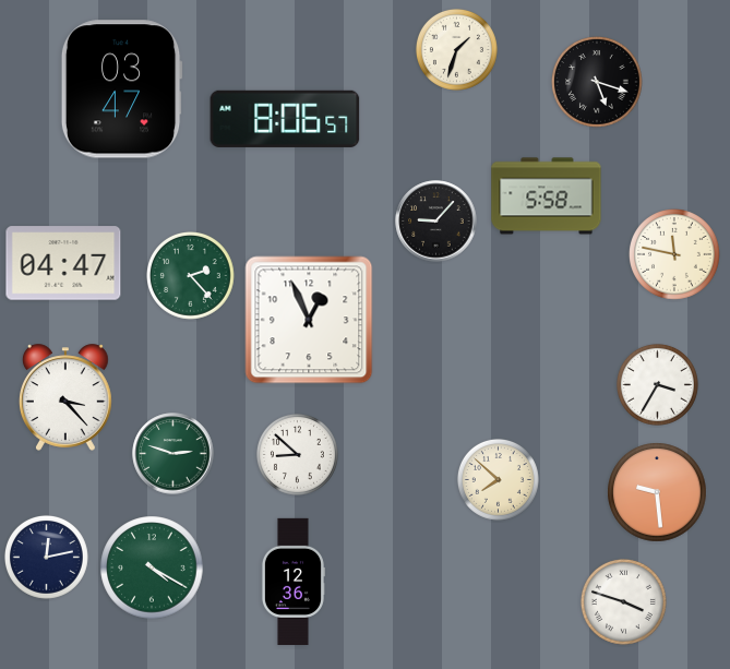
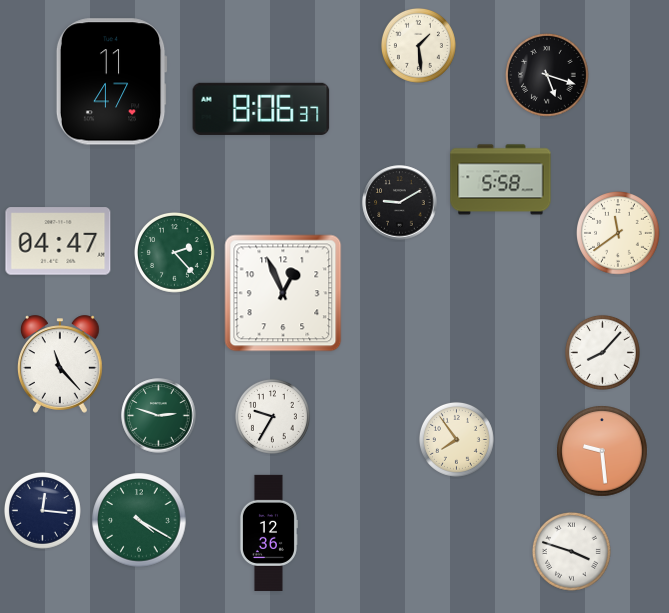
clock at (456, 49): 1:33 -> 1:29
clock at (121, 89): 03:47 -> 11:47
clock at (285, 119): 8:06:57 -> 8:06:37
clock at (436, 222): 9:07 -> 9:10
clock at (675, 255): 11:47 -> 11:39
clock at (657, 384): 3:35 -> 8:07
clock at (65, 397): 3:23 -> 11:23
clock at (297, 454): 8:52 -> 9:35
clock at (498, 479): 7:52 -> 7:54
clock at (46, 557): 12:13 -> 12:16
